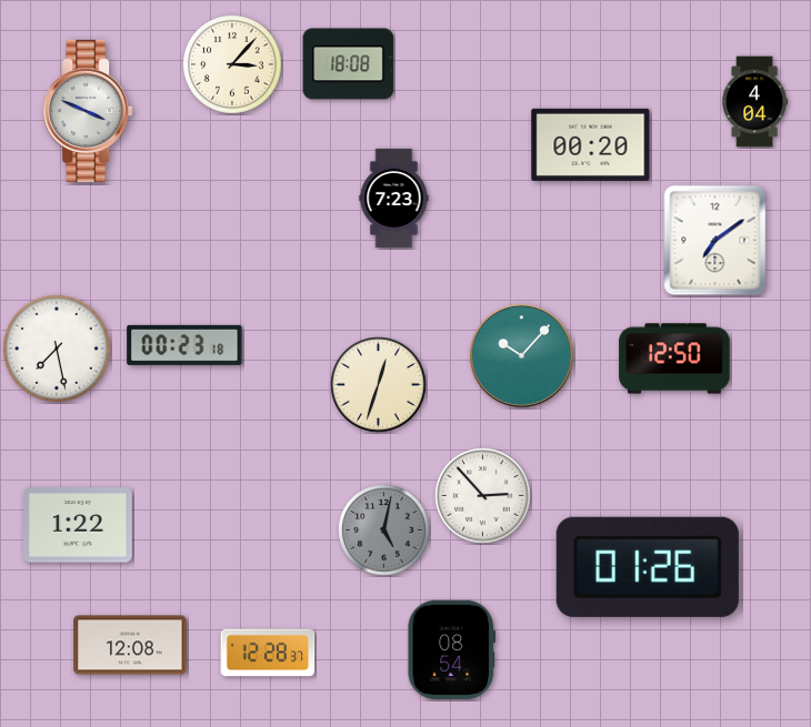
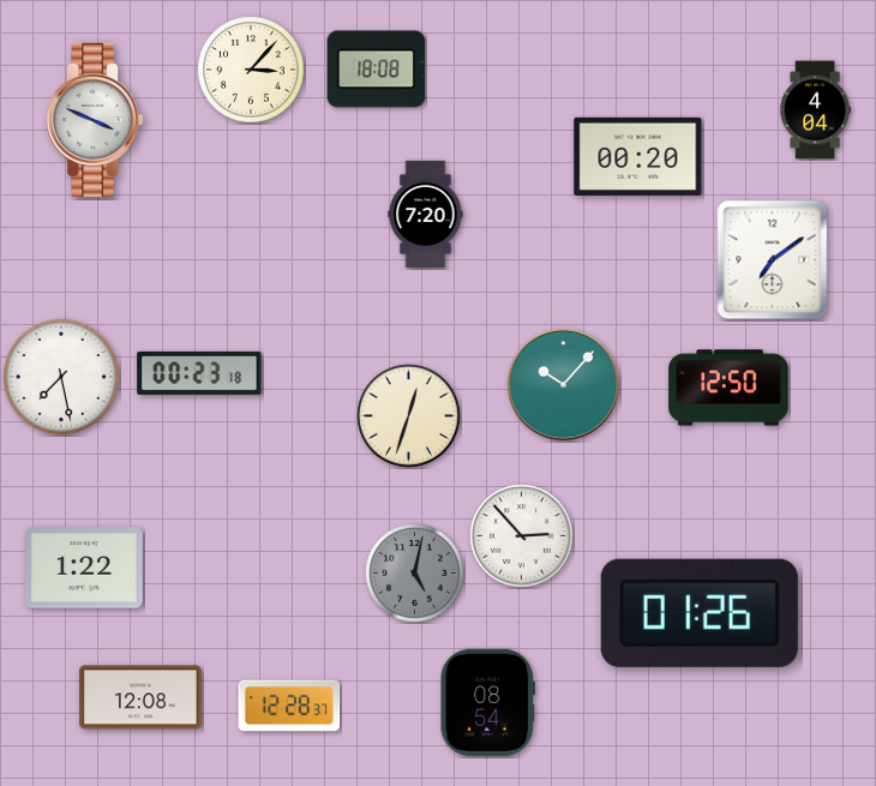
clock at (394, 199): 7:23 -> 7:20
